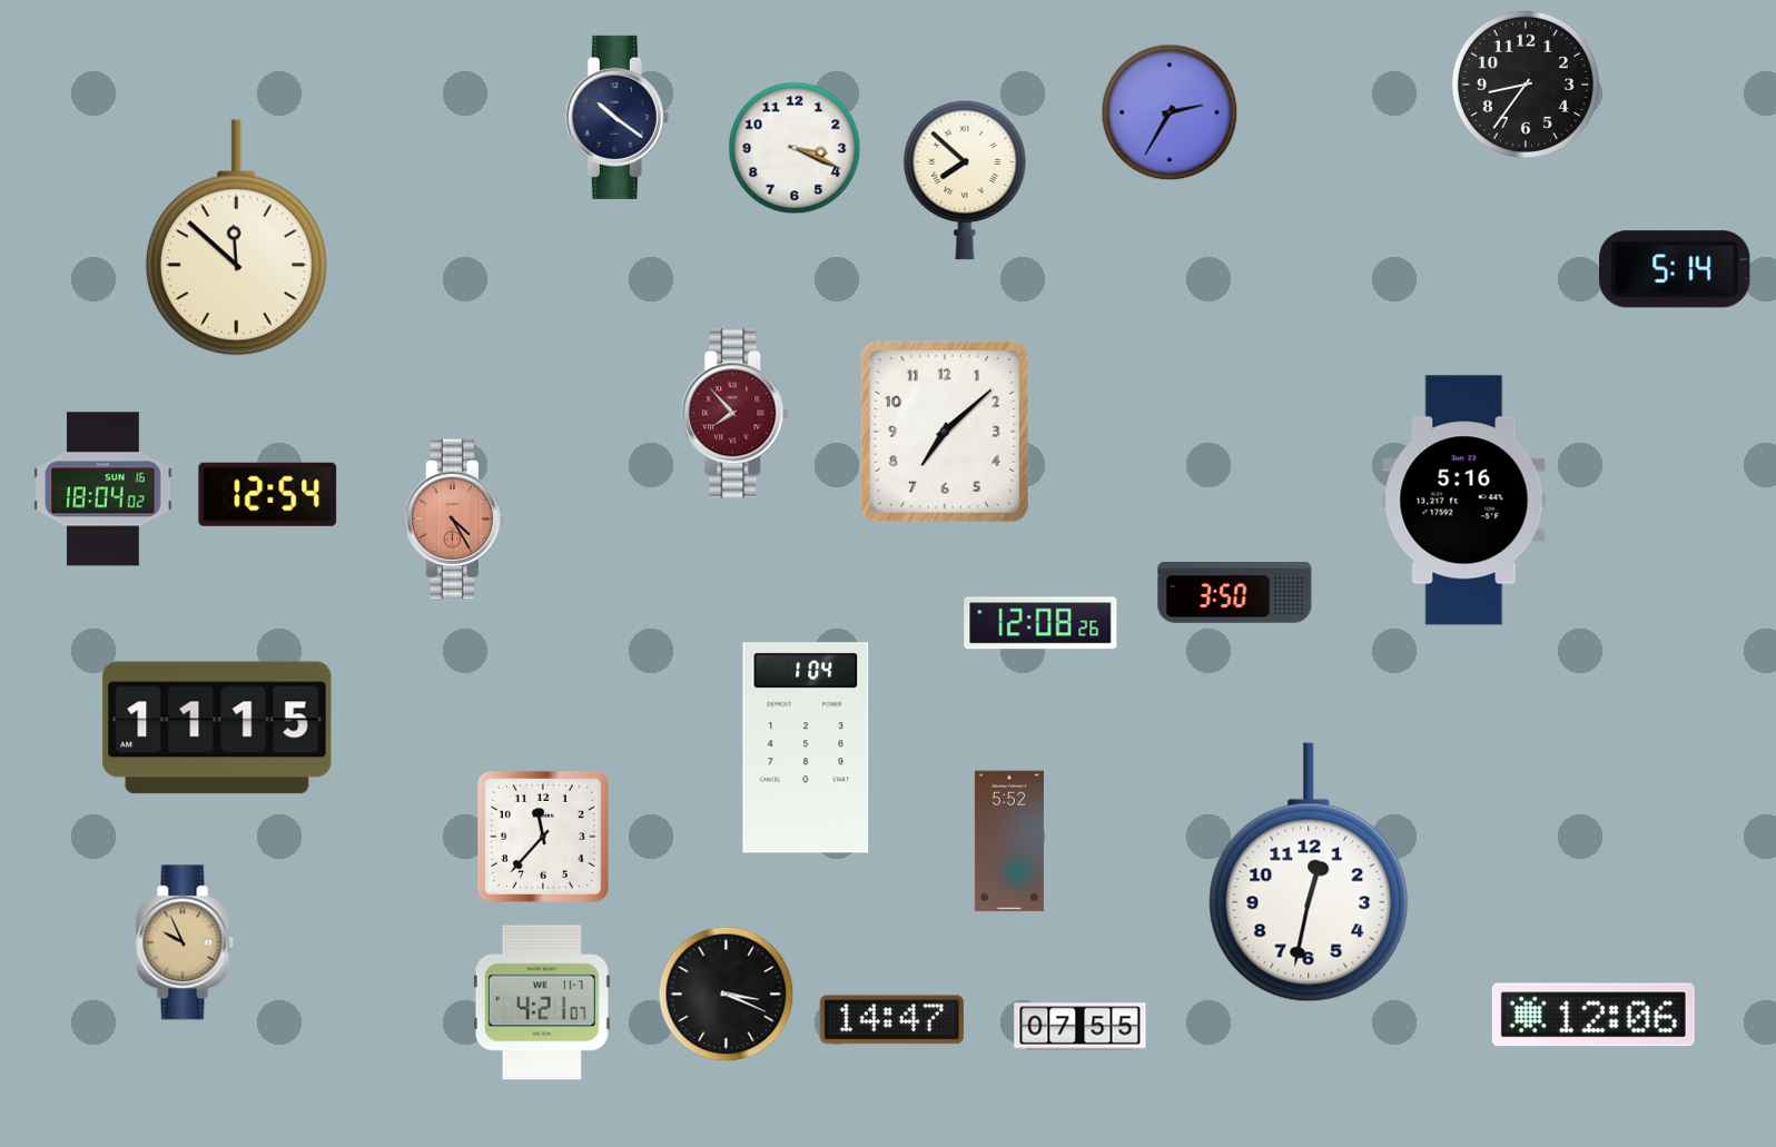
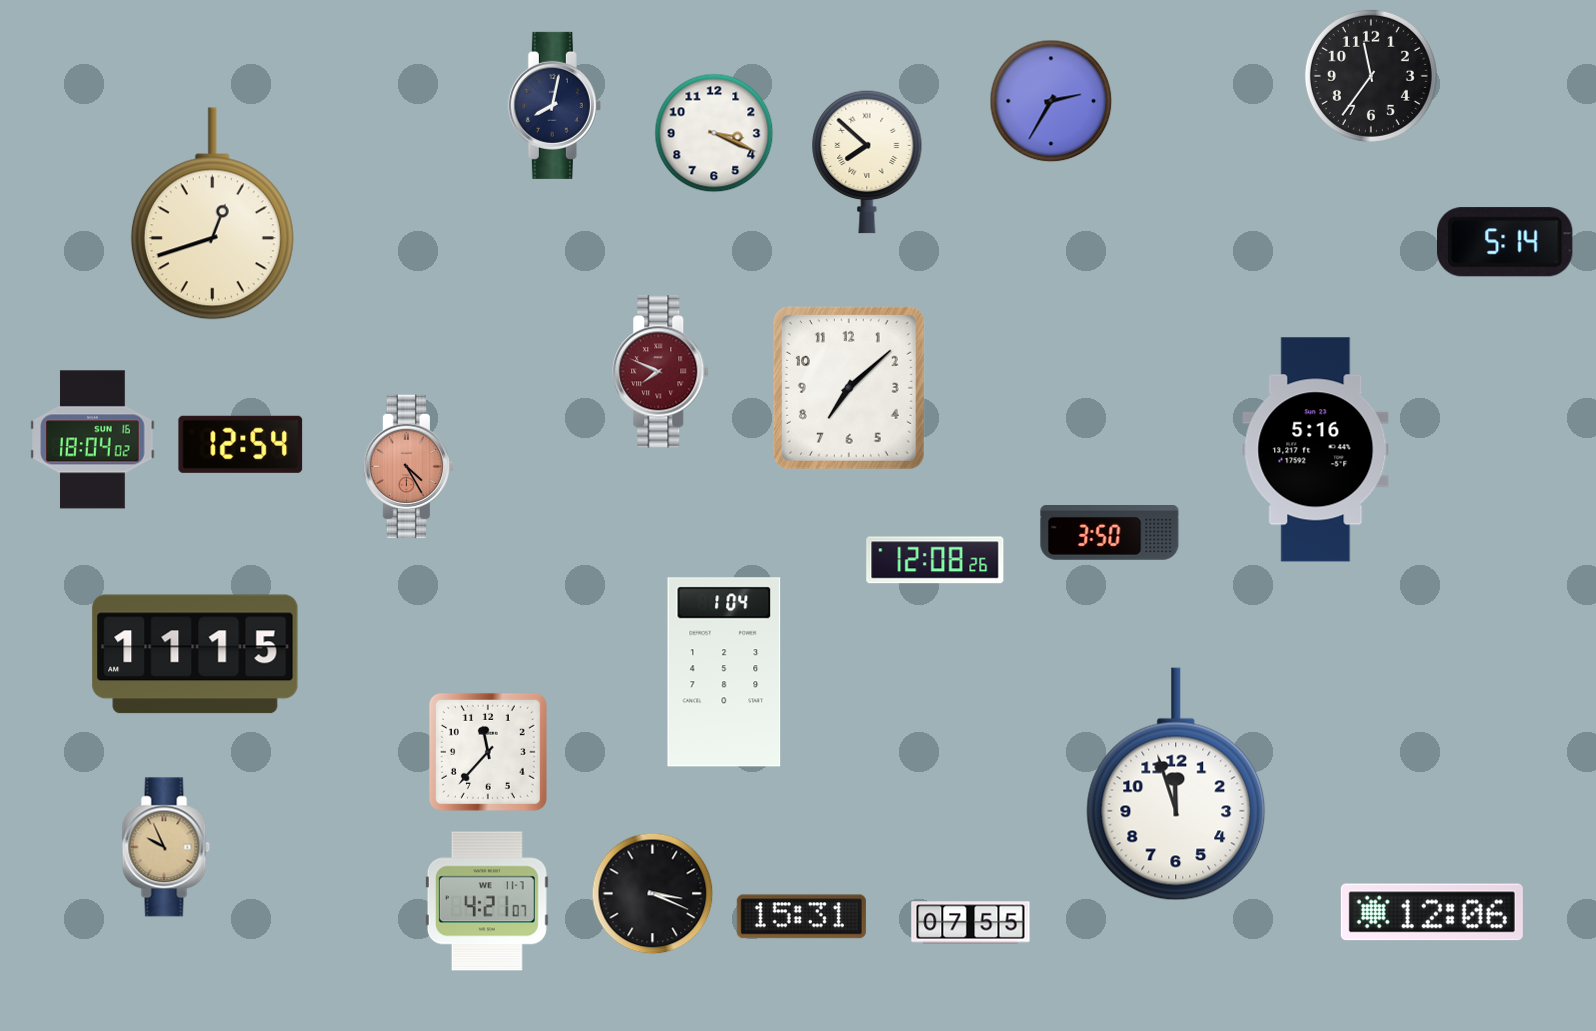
clock at (1526, 85): 8:36 -> 11:36
clock at (616, 117): 10:21 -> 8:02
clock at (236, 238): 11:52 -> 12:42
clock at (736, 414): 7:53 -> 7:49
clock at (1009, 841): 5:52 -> none
clock at (1309, 872): 12:32 -> 11:57
clock at (891, 1020): 14:47 -> 15:31
